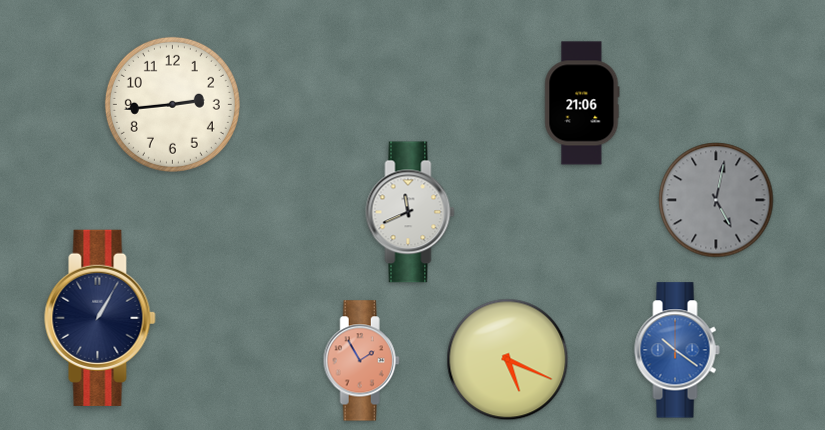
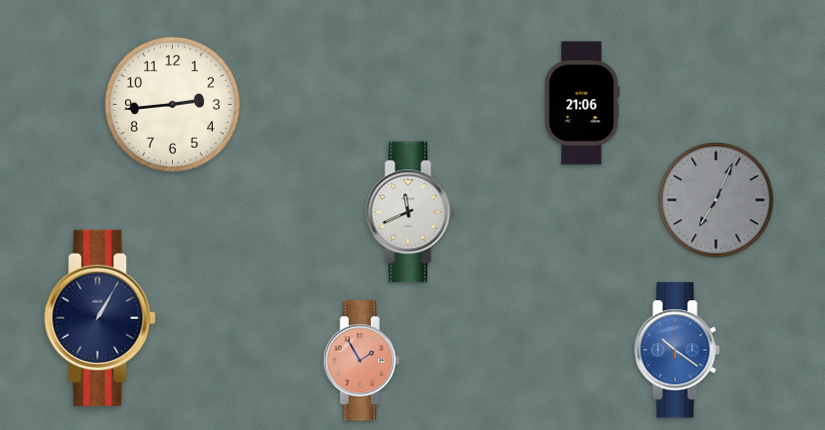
clock at (716, 200): 5:02 -> 7:04
clock at (508, 360): 5:19 -> none
